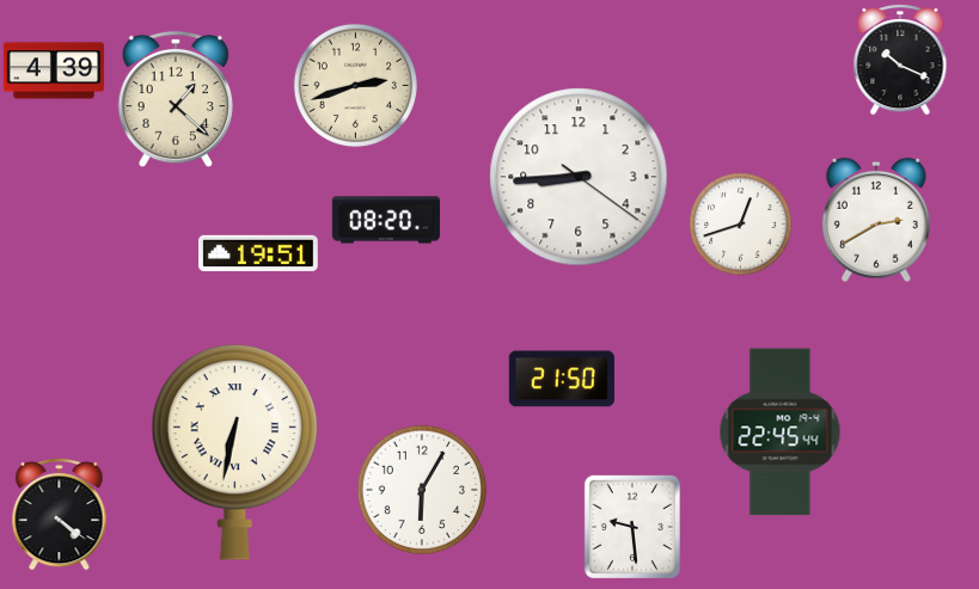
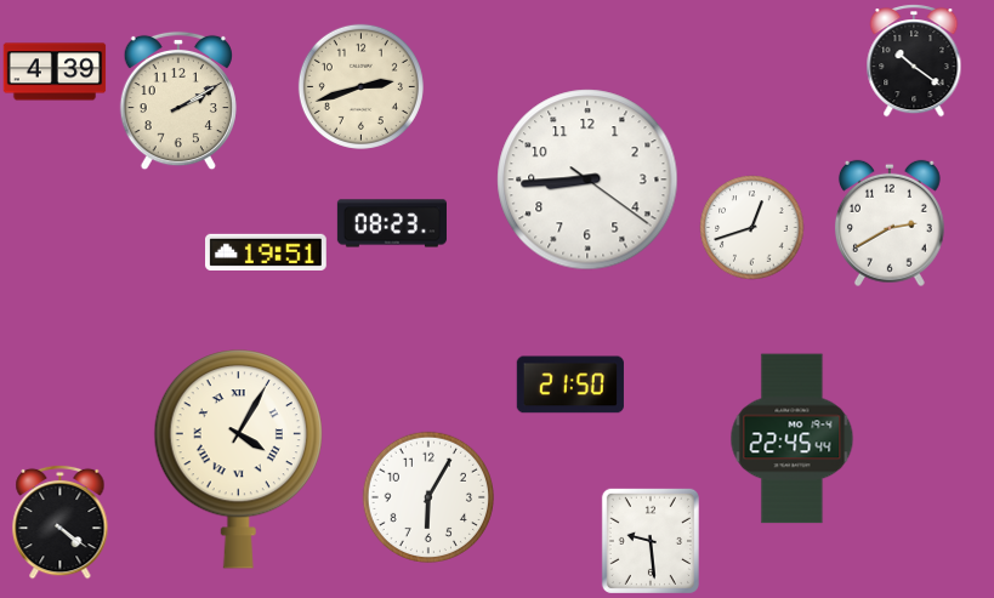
clock at (900, 60): 10:19 -> 10:21
clock at (176, 99): 1:22 -> 2:10
clock at (386, 220): 08:20 -> 08:23
clock at (259, 253) position: (259, 253) -> (267, 252)
clock at (234, 453): 6:32 -> 4:05
clock at (632, 527) position: (632, 527) -> (651, 541)
